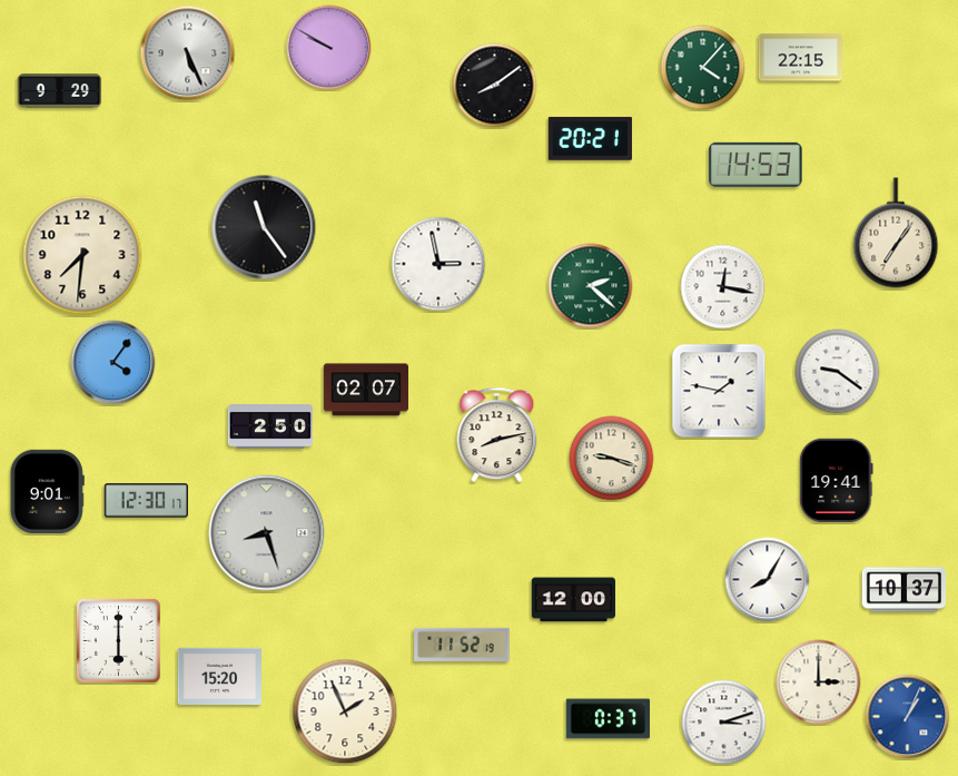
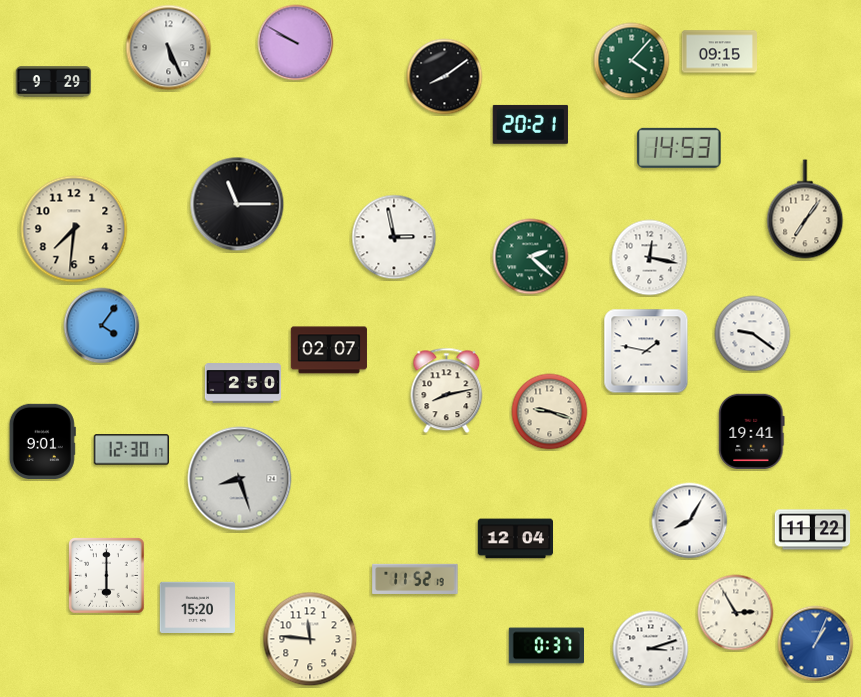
clock at (801, 58): 22:15 -> 09:15
clock at (264, 227): 11:24 -> 11:15
clock at (905, 590): 10:37 -> 11:22
clock at (573, 600): 12:00 -> 12:04
clock at (819, 682): 3:00 -> 2:55
clock at (345, 711): 1:56 -> 11:46
